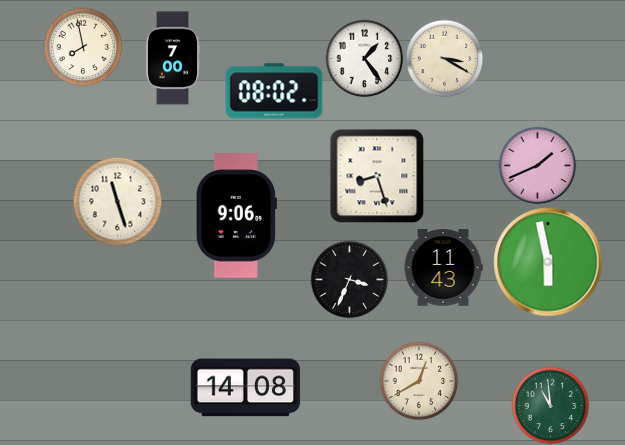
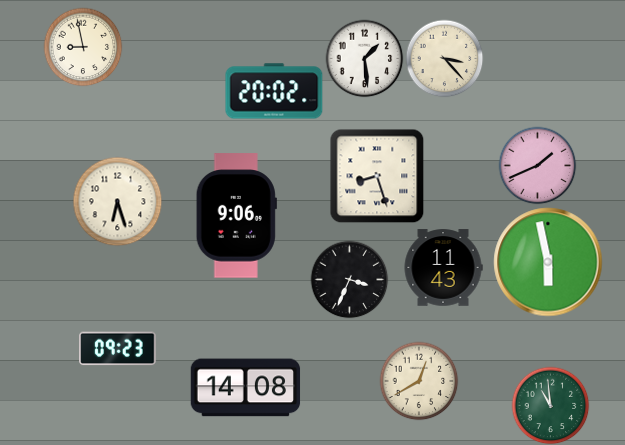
clock at (83, 47): 7:58 -> 8:58
clock at (173, 58): 7:00 -> none
clock at (364, 58): 1:24 -> 1:29
clock at (444, 58): 3:20 -> 3:23
clock at (274, 91): 08:02 -> 20:02
clock at (117, 201): 11:27 -> 6:27
clock at (118, 349): none -> 09:23
